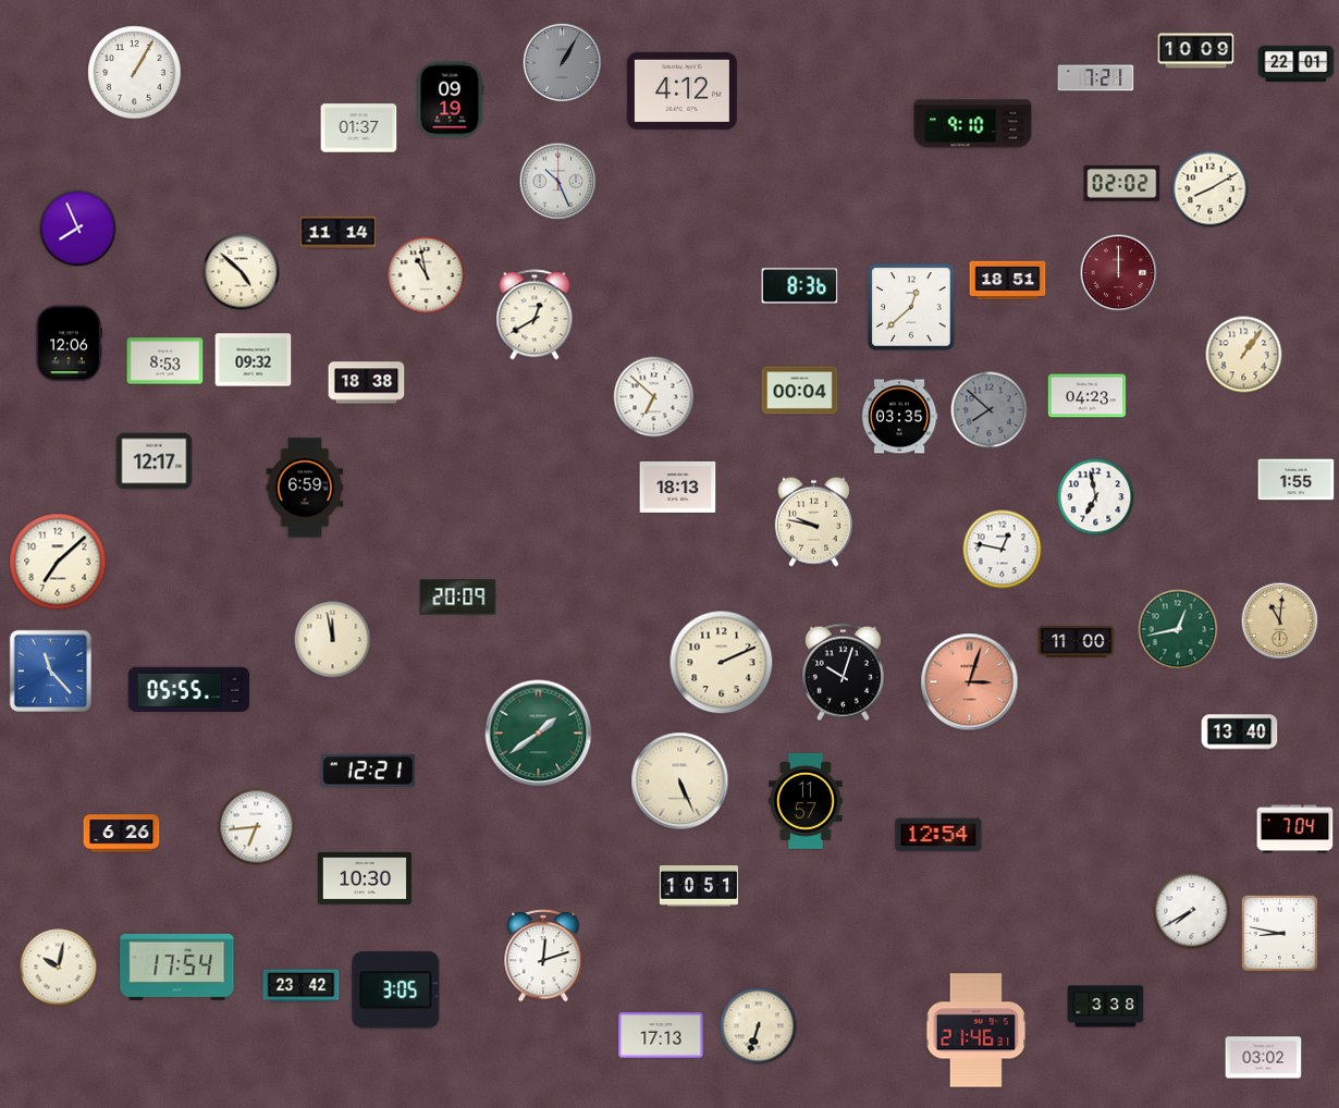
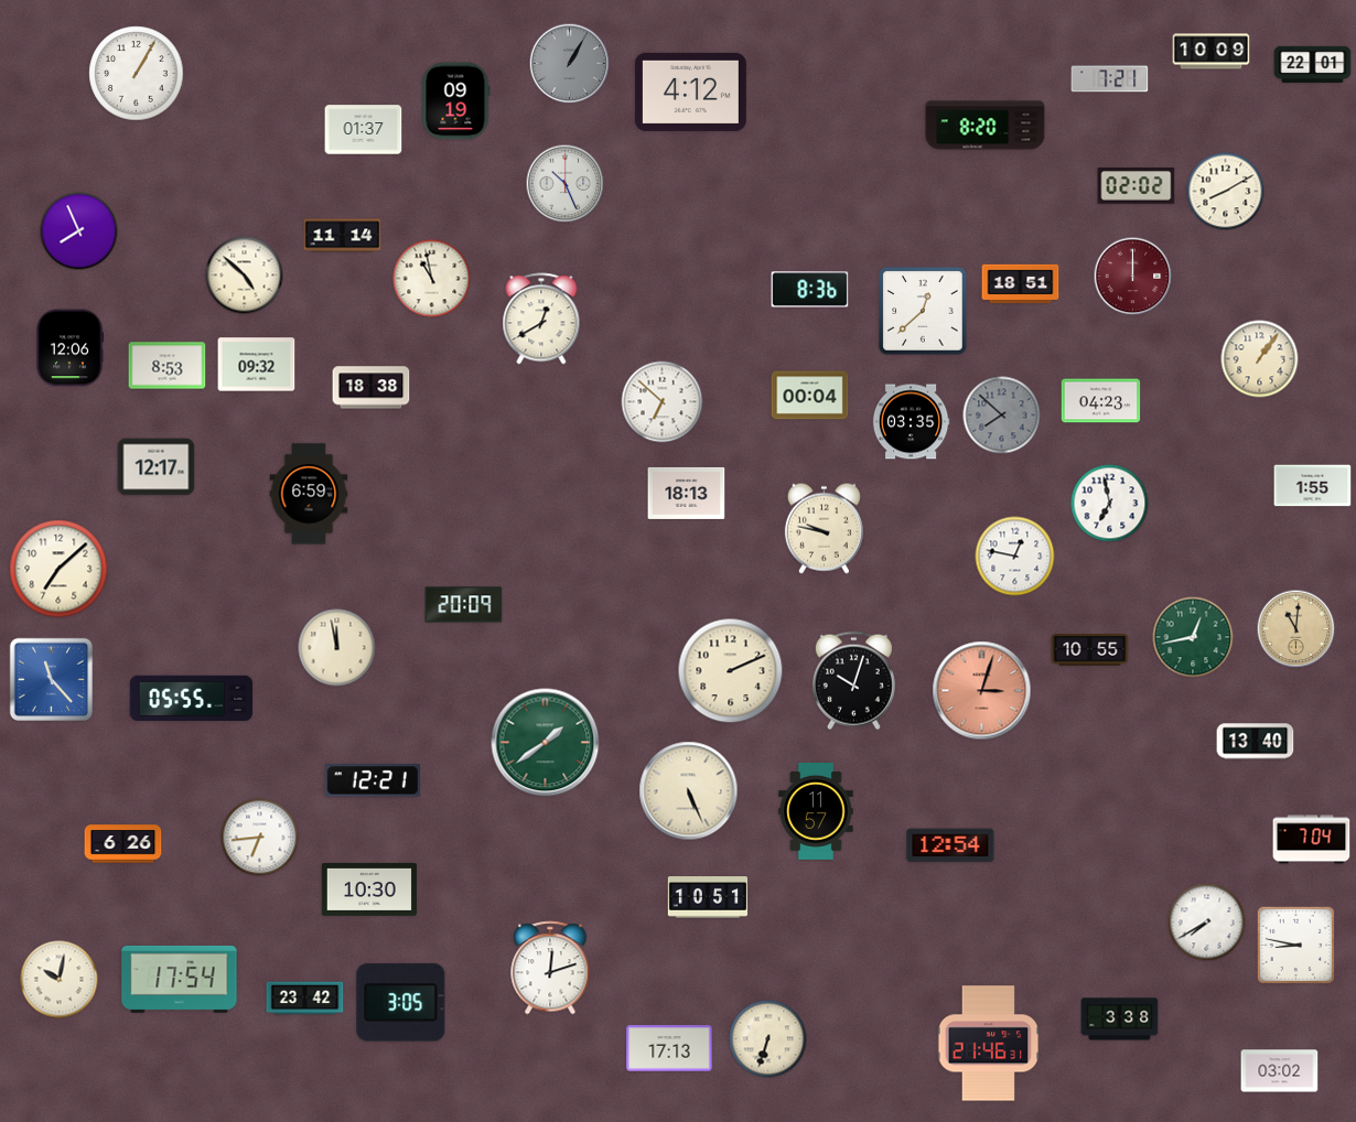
clock at (973, 124): 9:10 -> 8:20
clock at (1077, 642): 11:00 -> 10:55
